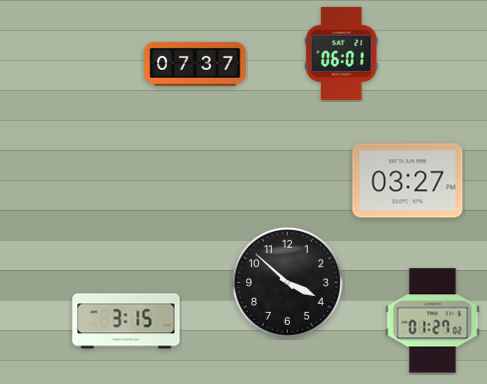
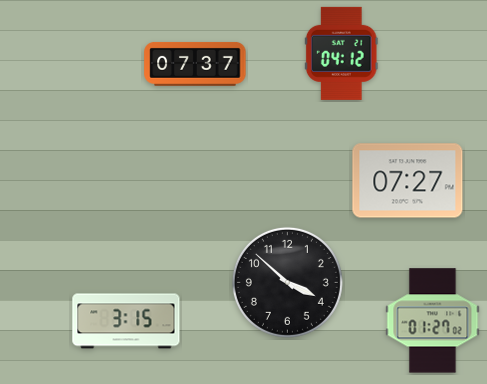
clock at (341, 53): 06:01 -> 04:12
clock at (408, 181): 03:27 -> 07:27
